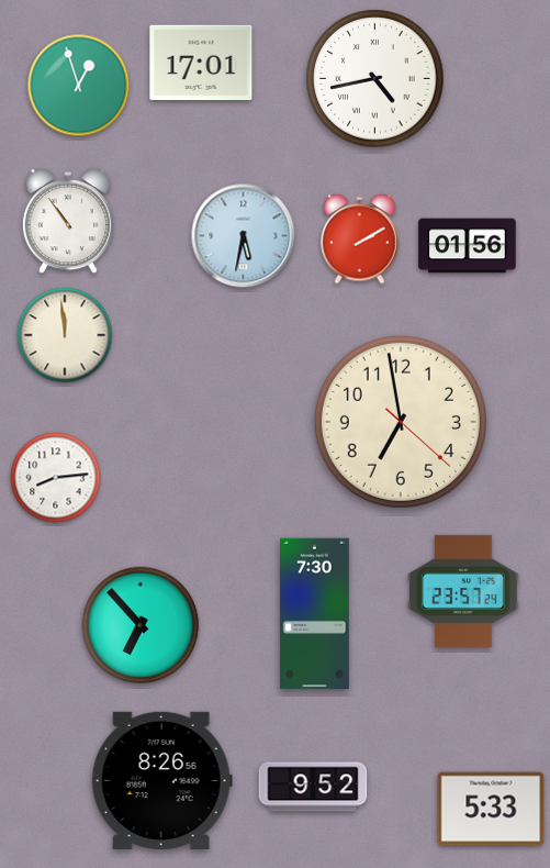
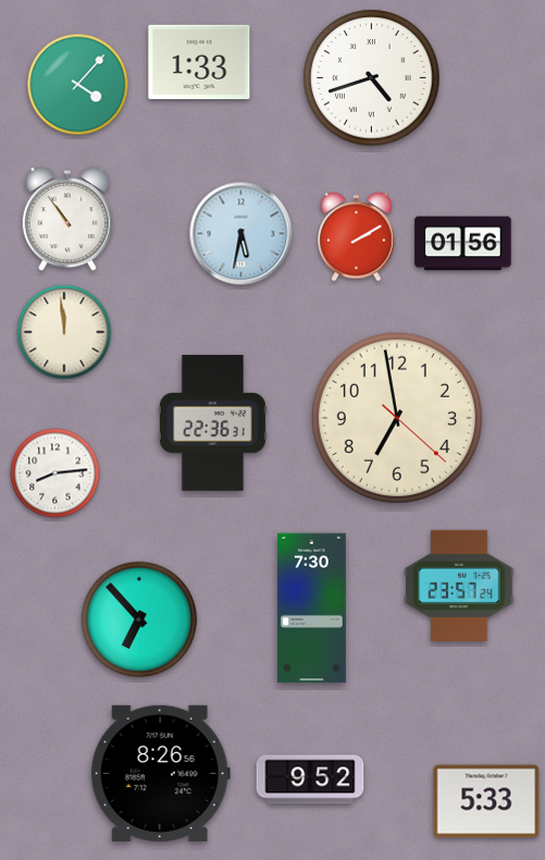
clock at (201, 63): 17:01 -> 1:33
clock at (375, 79): 4:43 -> 4:42
clock at (79, 86): 12:57 -> 4:07
clock at (212, 423): none -> 22:36
